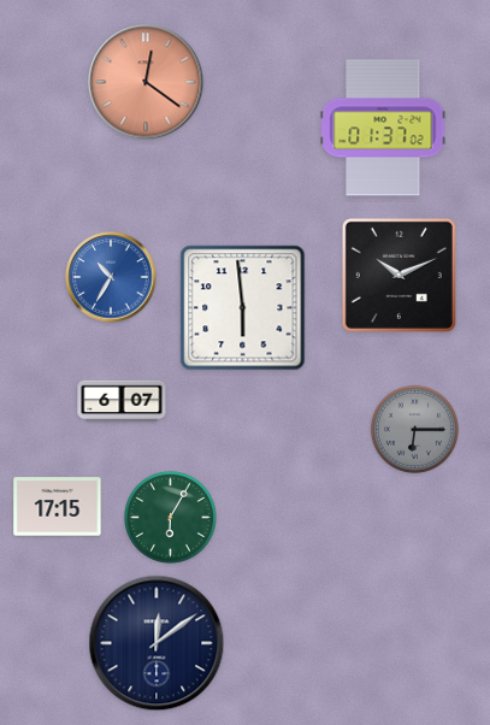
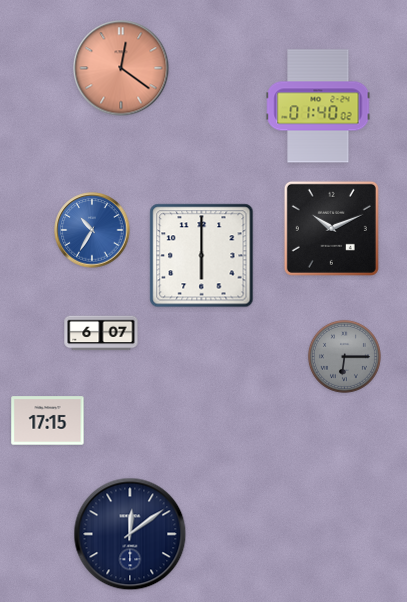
clock at (383, 128): 01:37 -> 01:40
clock at (243, 308): 5:59 -> 6:00
clock at (171, 518): 6:05 -> none
